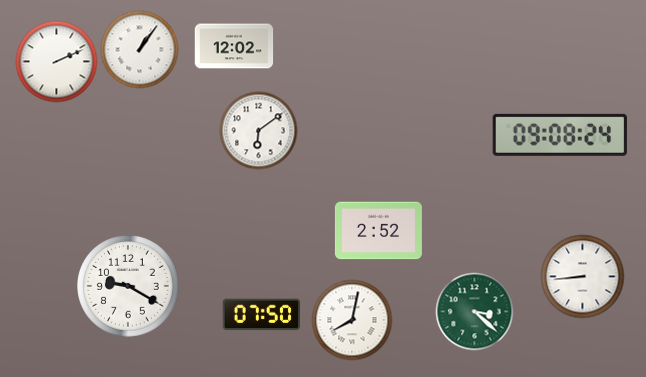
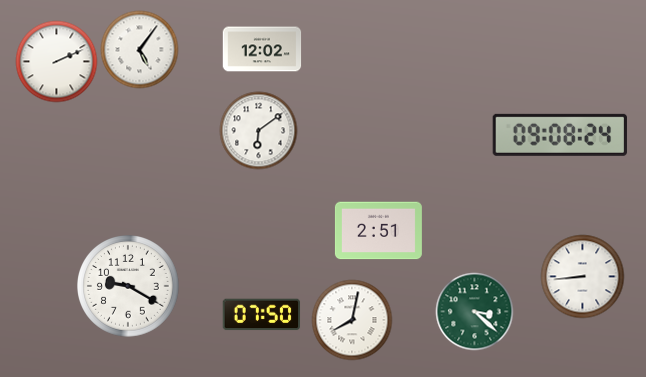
clock at (234, 46) position: (234, 46) -> (262, 49)
clock at (139, 49): 1:06 -> 5:06
clock at (378, 231): 2:52 -> 2:51
